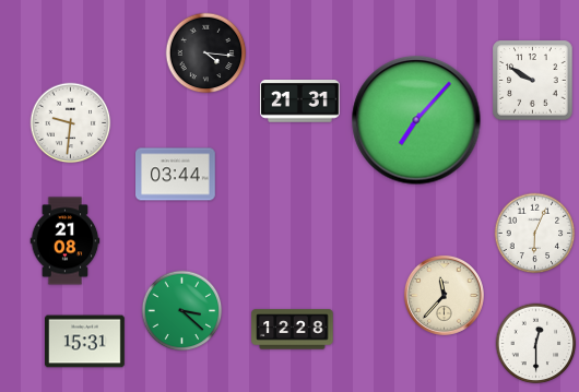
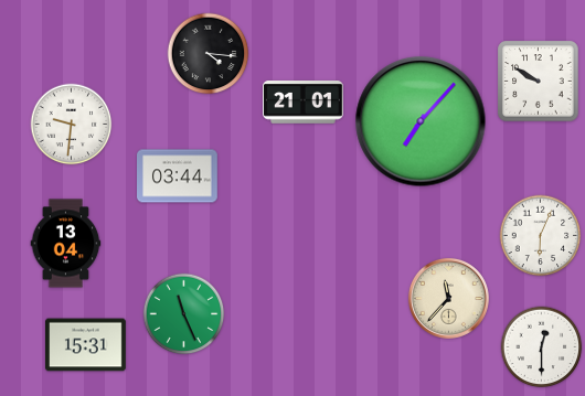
clock at (300, 102): 21:31 -> 21:01
clock at (66, 241): 21:08 -> 13:04
clock at (182, 311): 3:22 -> 11:26
clock at (293, 330): 12:28 -> none
